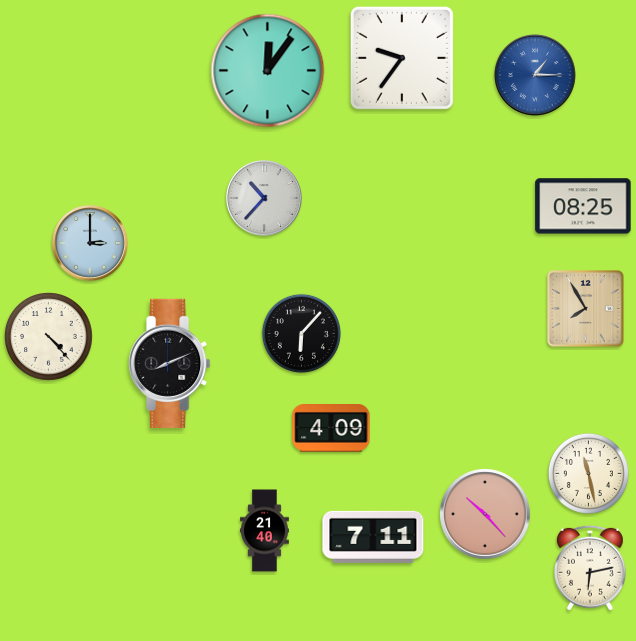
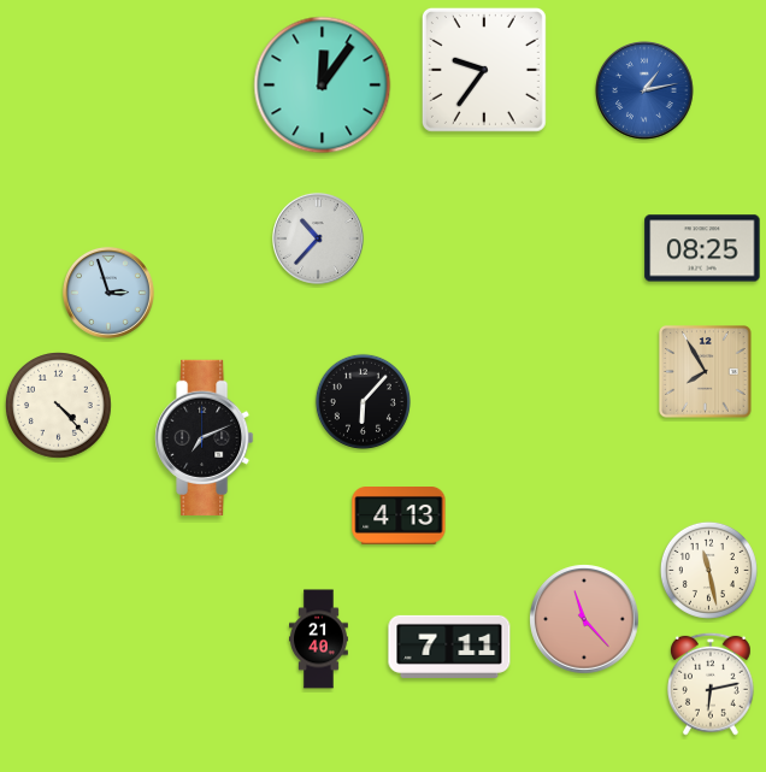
clock at (536, 76): 1:15 -> 1:13
clock at (90, 243): 3:00 -> 2:57
clock at (170, 363): 8:11 -> 7:11
clock at (331, 428): 4:09 -> 4:13
clock at (485, 514): 10:23 -> 11:23
